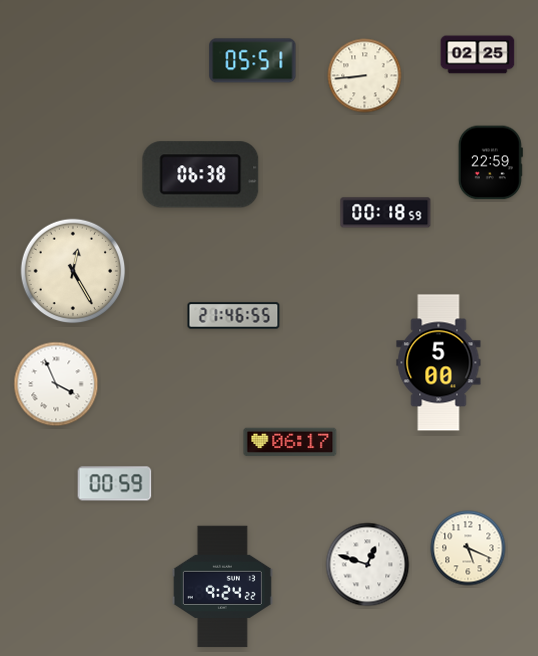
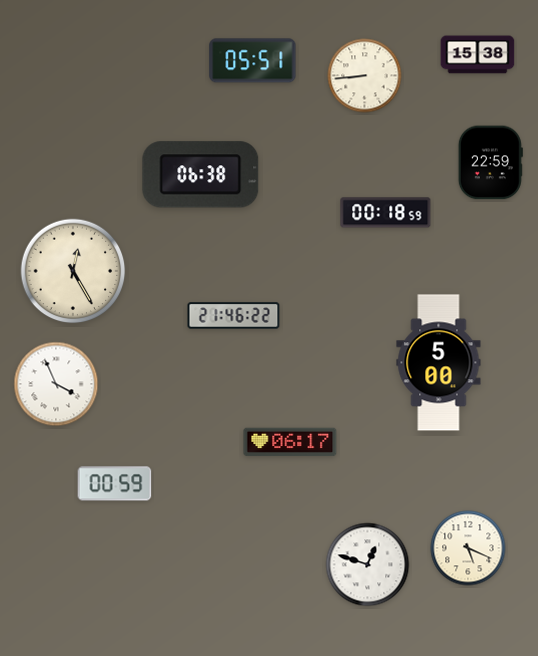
clock at (478, 55): 02:25 -> 15:38
clock at (234, 316): 21:46:55 -> 21:46:22
clock at (222, 587): 9:24 -> none
